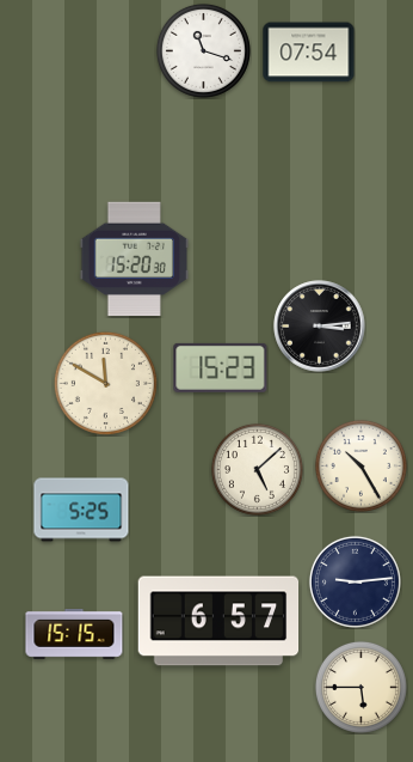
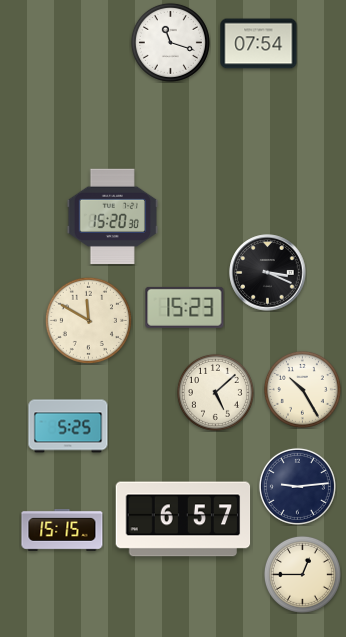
clock at (320, 327): 3:14 -> 3:19
clock at (360, 687): 5:45 -> 12:45
